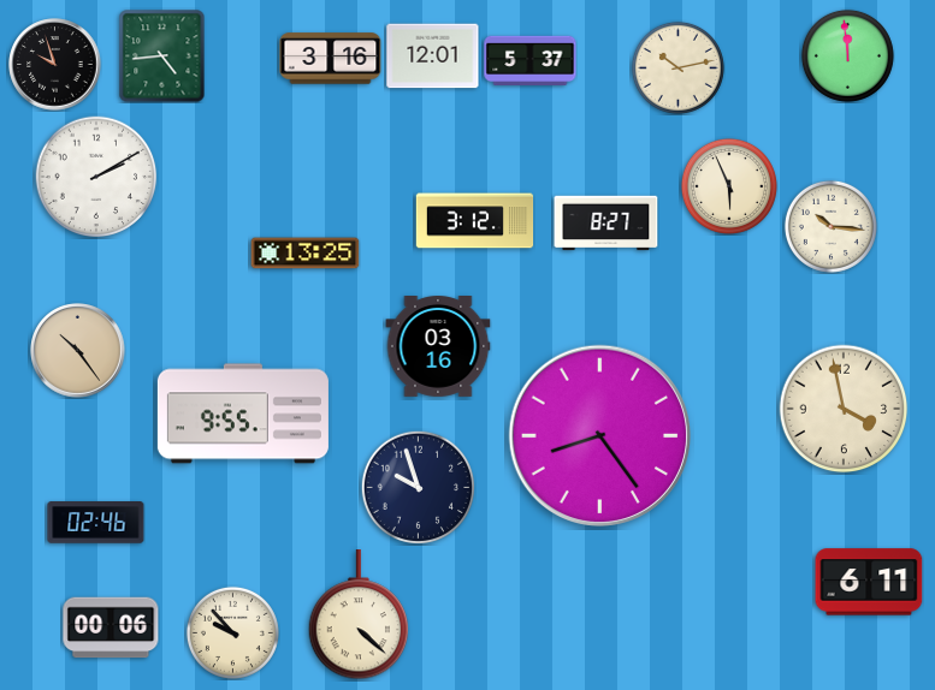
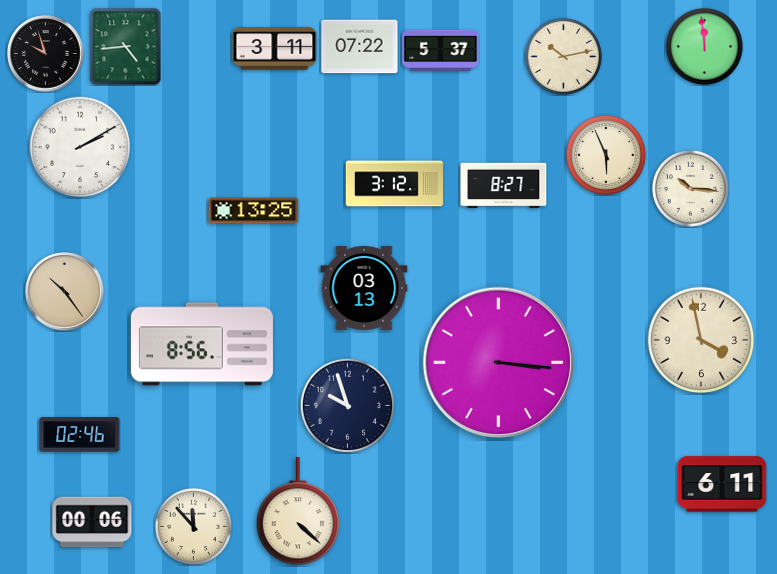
clock at (162, 55) position: (162, 55) -> (126, 46)
clock at (433, 56): 12:01 -> 07:22
clock at (331, 59): 3:16 -> 3:11
clock at (438, 347): 03:16 -> 03:13
clock at (243, 414): 9:55 -> 8:56
clock at (599, 435): 8:24 -> 3:16
clock at (232, 632): 9:53 -> 11:53
